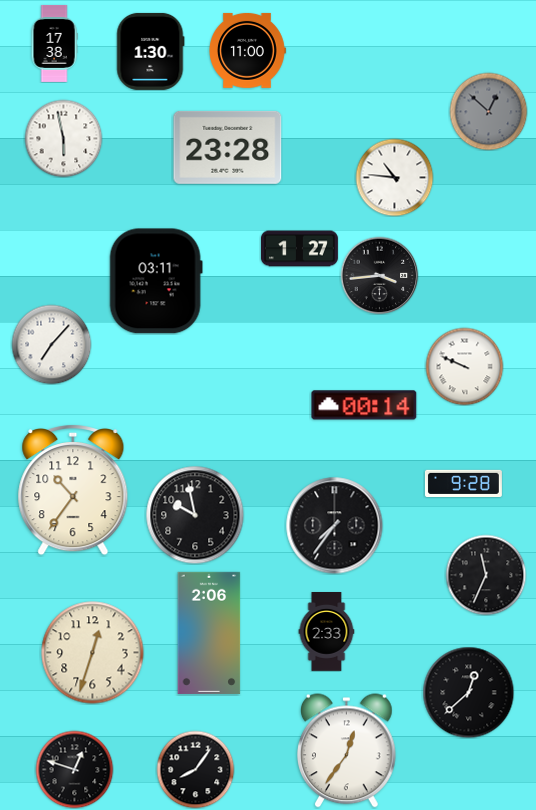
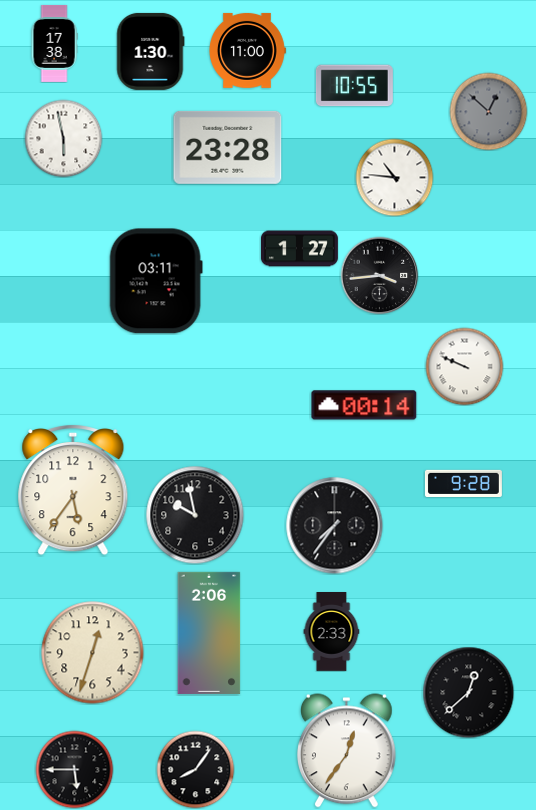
clock at (354, 86): none -> 10:55
clock at (51, 344): 7:07 -> none
clock at (73, 490): 10:36 -> 5:36
clock at (486, 575): 11:34 -> none
clock at (327, 632) position: (327, 632) -> (332, 632)
clock at (74, 769): 12:48 -> 5:45
